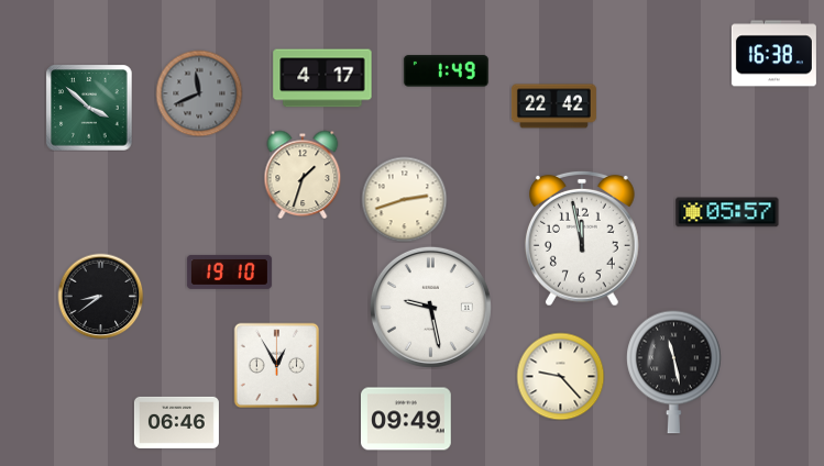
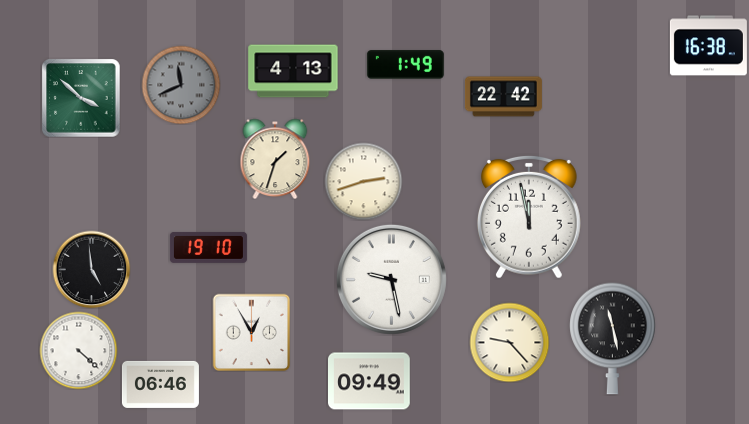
clock at (773, 54) position: (773, 54) -> (708, 46)
clock at (322, 78): 4:17 -> 4:13
clock at (404, 199) position: (404, 199) -> (363, 181)
clock at (727, 212): 05:57 -> none
clock at (100, 296): 8:39 -> 4:59
clock at (78, 350): none -> 4:22
